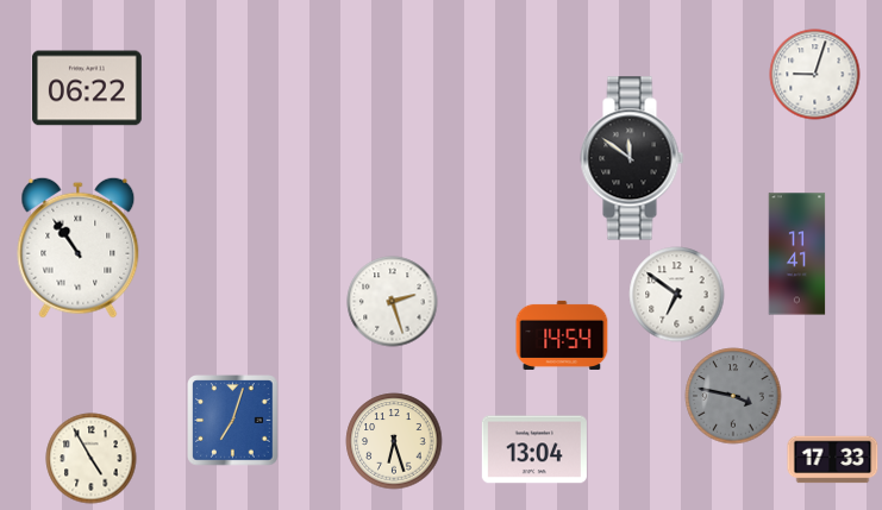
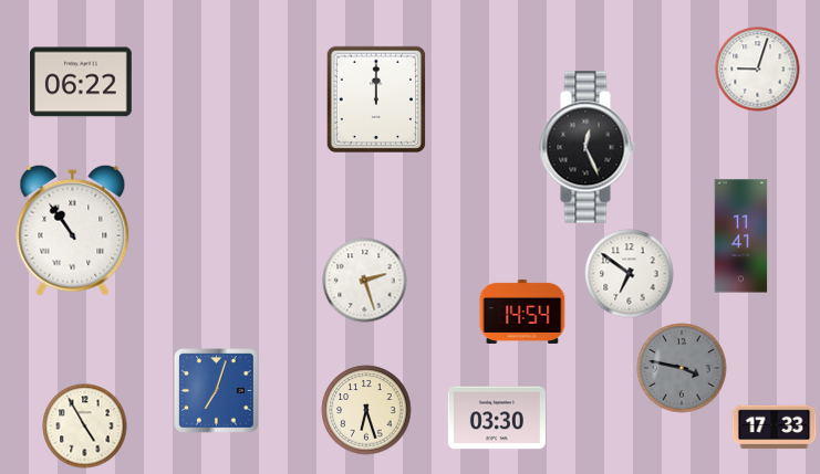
clock at (375, 98): none -> 12:00
clock at (632, 158): 11:51 -> 12:26
clock at (534, 449): 13:04 -> 03:30
